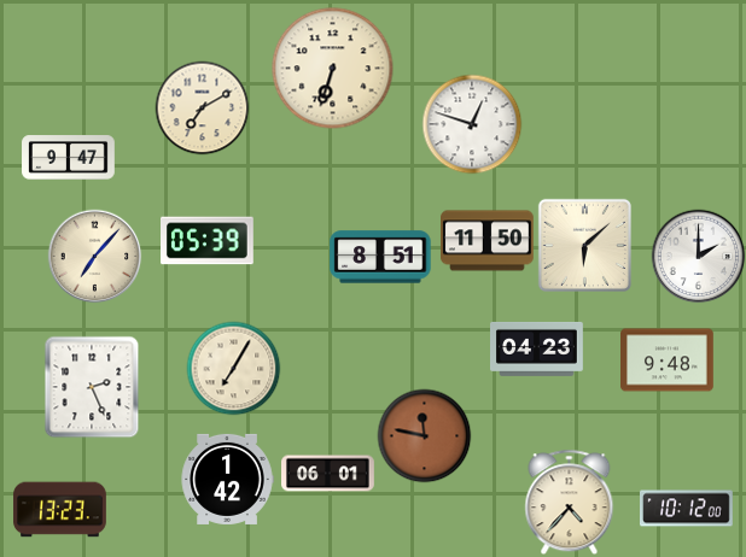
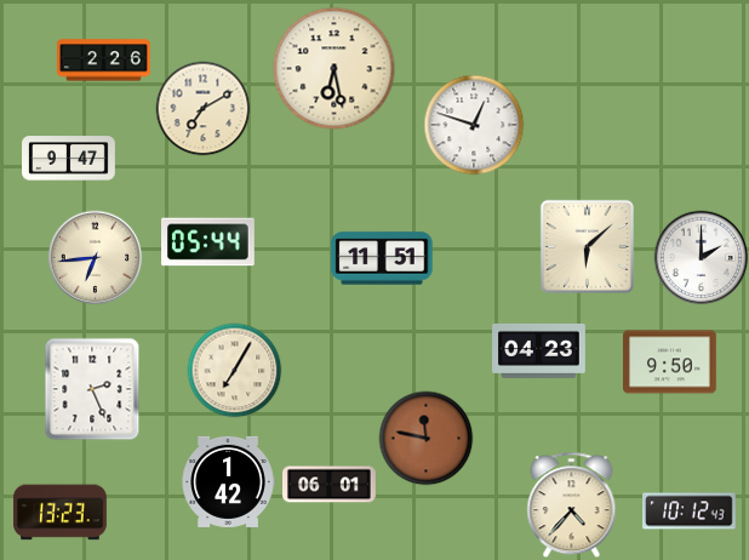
clock at (104, 61): none -> 2:26
clock at (333, 69): 6:33 -> 6:28
clock at (208, 241): 05:39 -> 05:44
clock at (488, 241): 11:50 -> none
clock at (94, 256): 7:07 -> 6:44
clock at (380, 257): 8:51 -> 11:51
clock at (668, 360): 9:48 -> 9:50
clock at (328, 474) position: (328, 474) -> (330, 485)
clock at (687, 509): 10:12:00 -> 10:12:43
